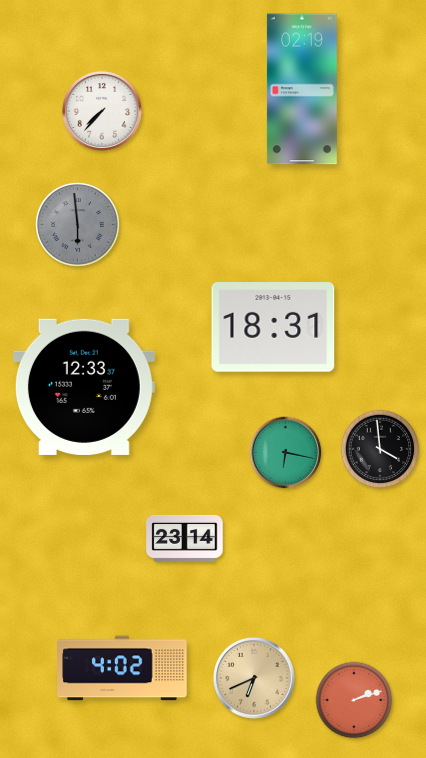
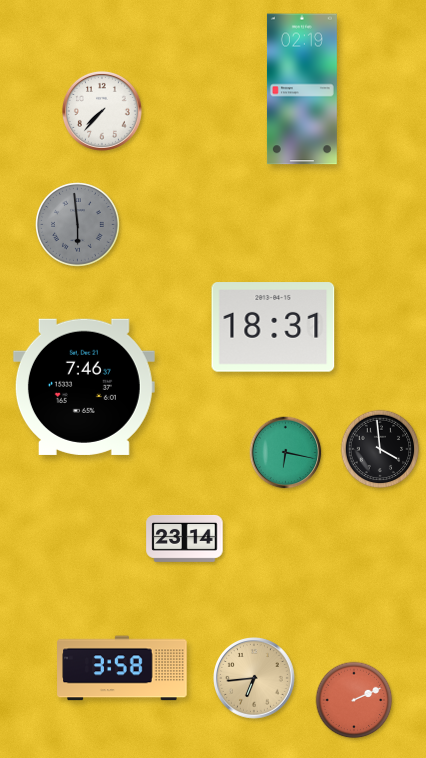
clock at (84, 387): 12:33 -> 7:46
clock at (122, 668): 4:02 -> 3:58
clock at (255, 679): 6:41 -> 6:44
clock at (354, 700): 2:12 -> 2:11
